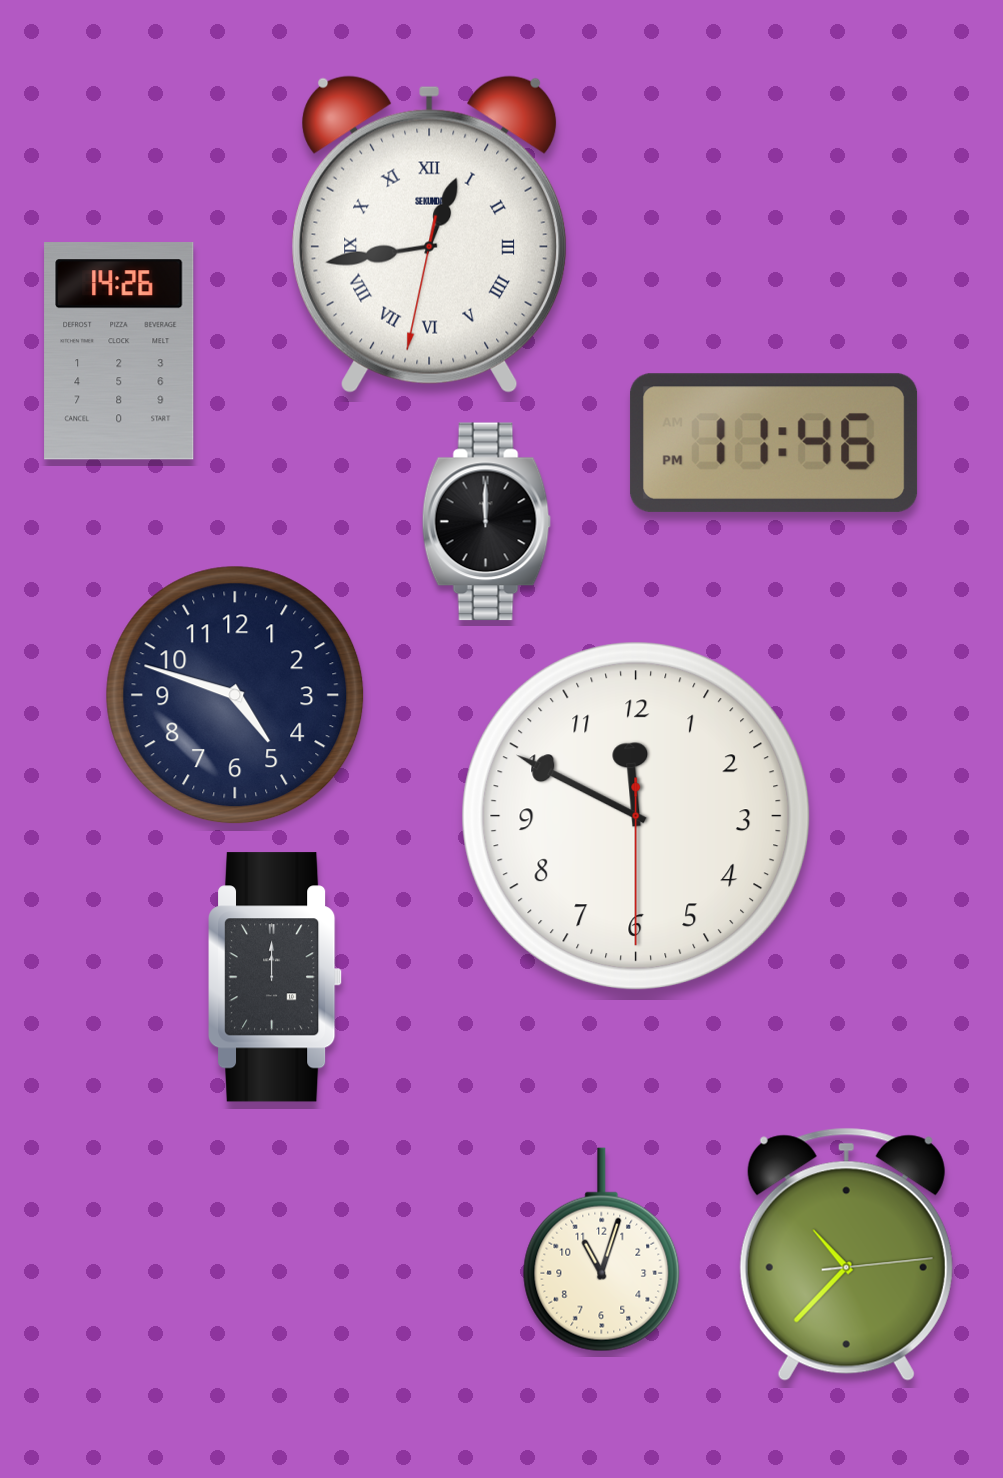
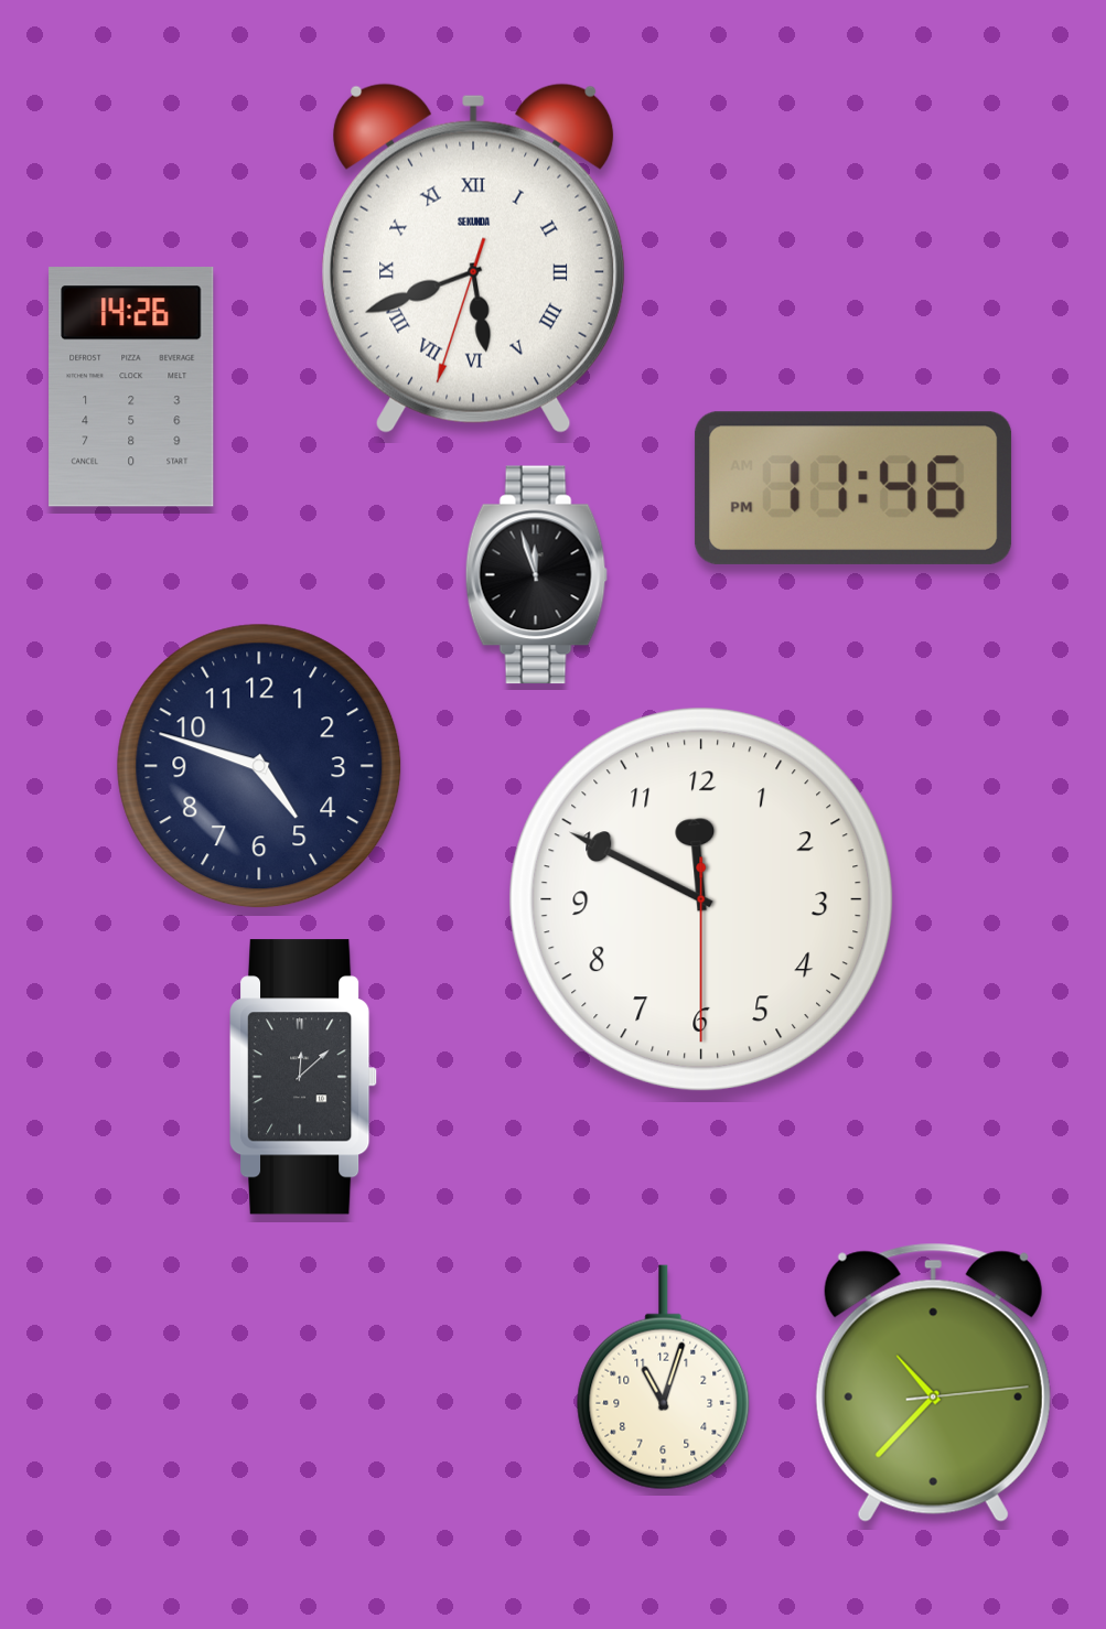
clock at (430, 234): 12:43 -> 5:41
clock at (486, 522): 12:00 -> 11:57
clock at (276, 977): 12:00 -> 12:08
